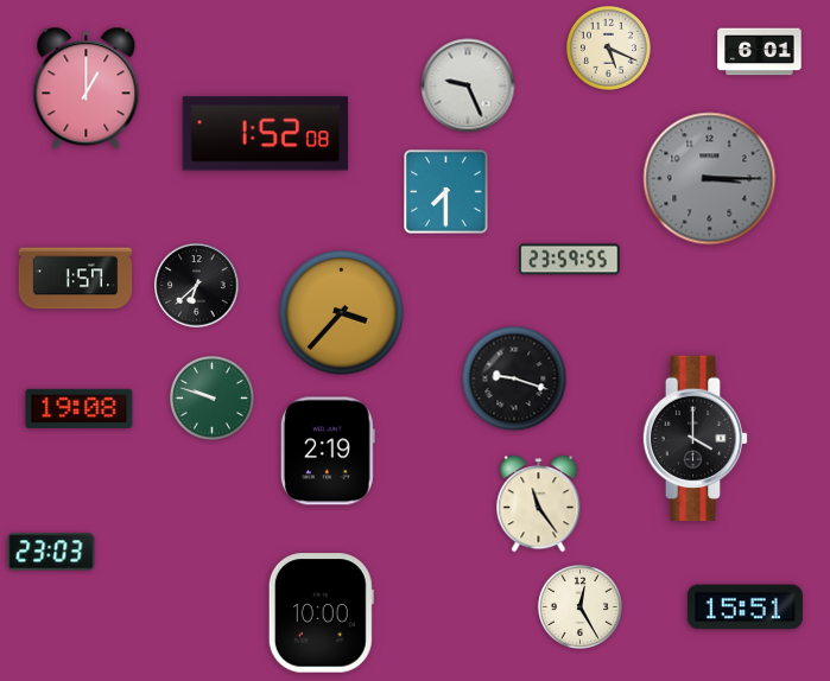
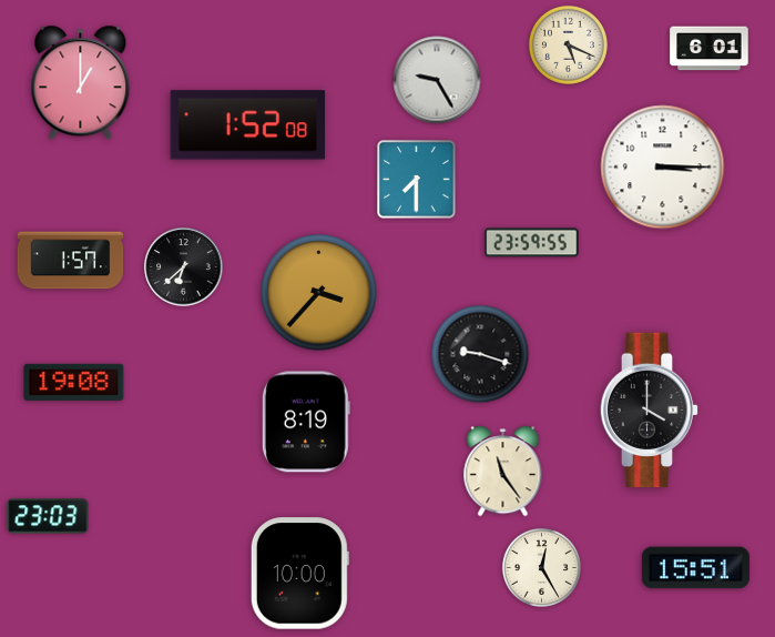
clock at (468, 85): 9:26 -> 9:25
clock at (710, 179) dial: grey -> white
clock at (211, 397): 9:48 -> none
clock at (328, 451): 2:19 -> 8:19
